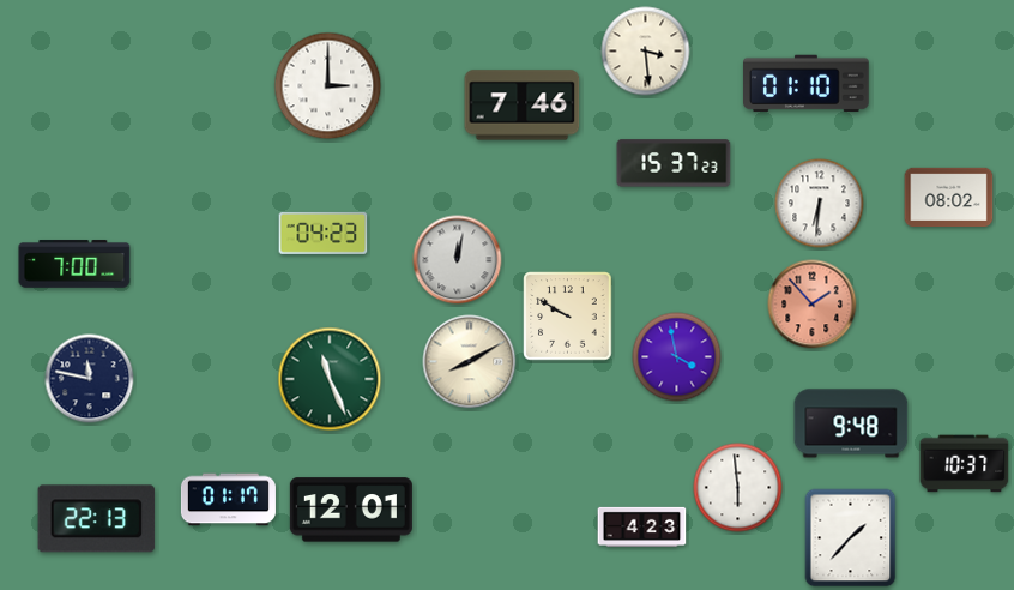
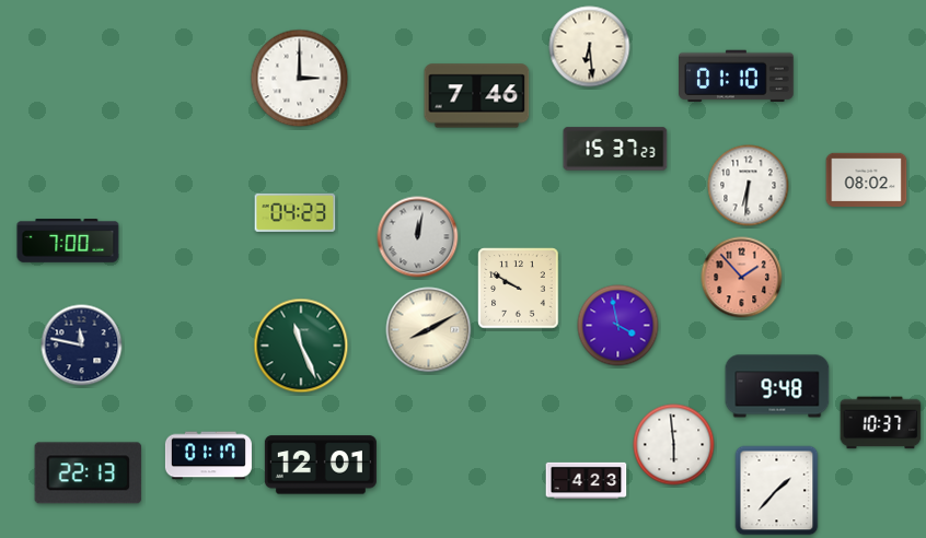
clock at (646, 52): 3:29 -> 6:29
